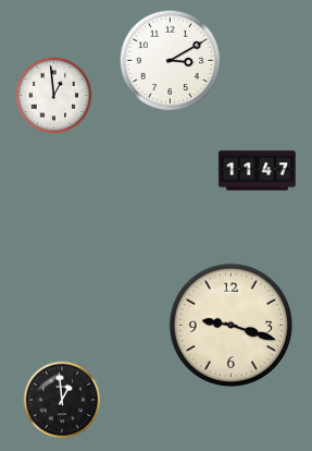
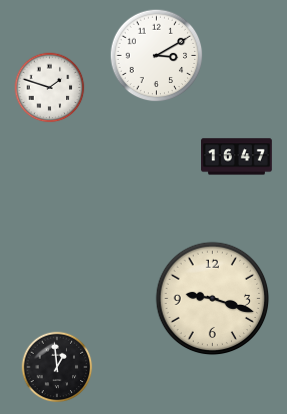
clock at (54, 96): 12:59 -> 1:48
clock at (258, 171): 11:47 -> 16:47
